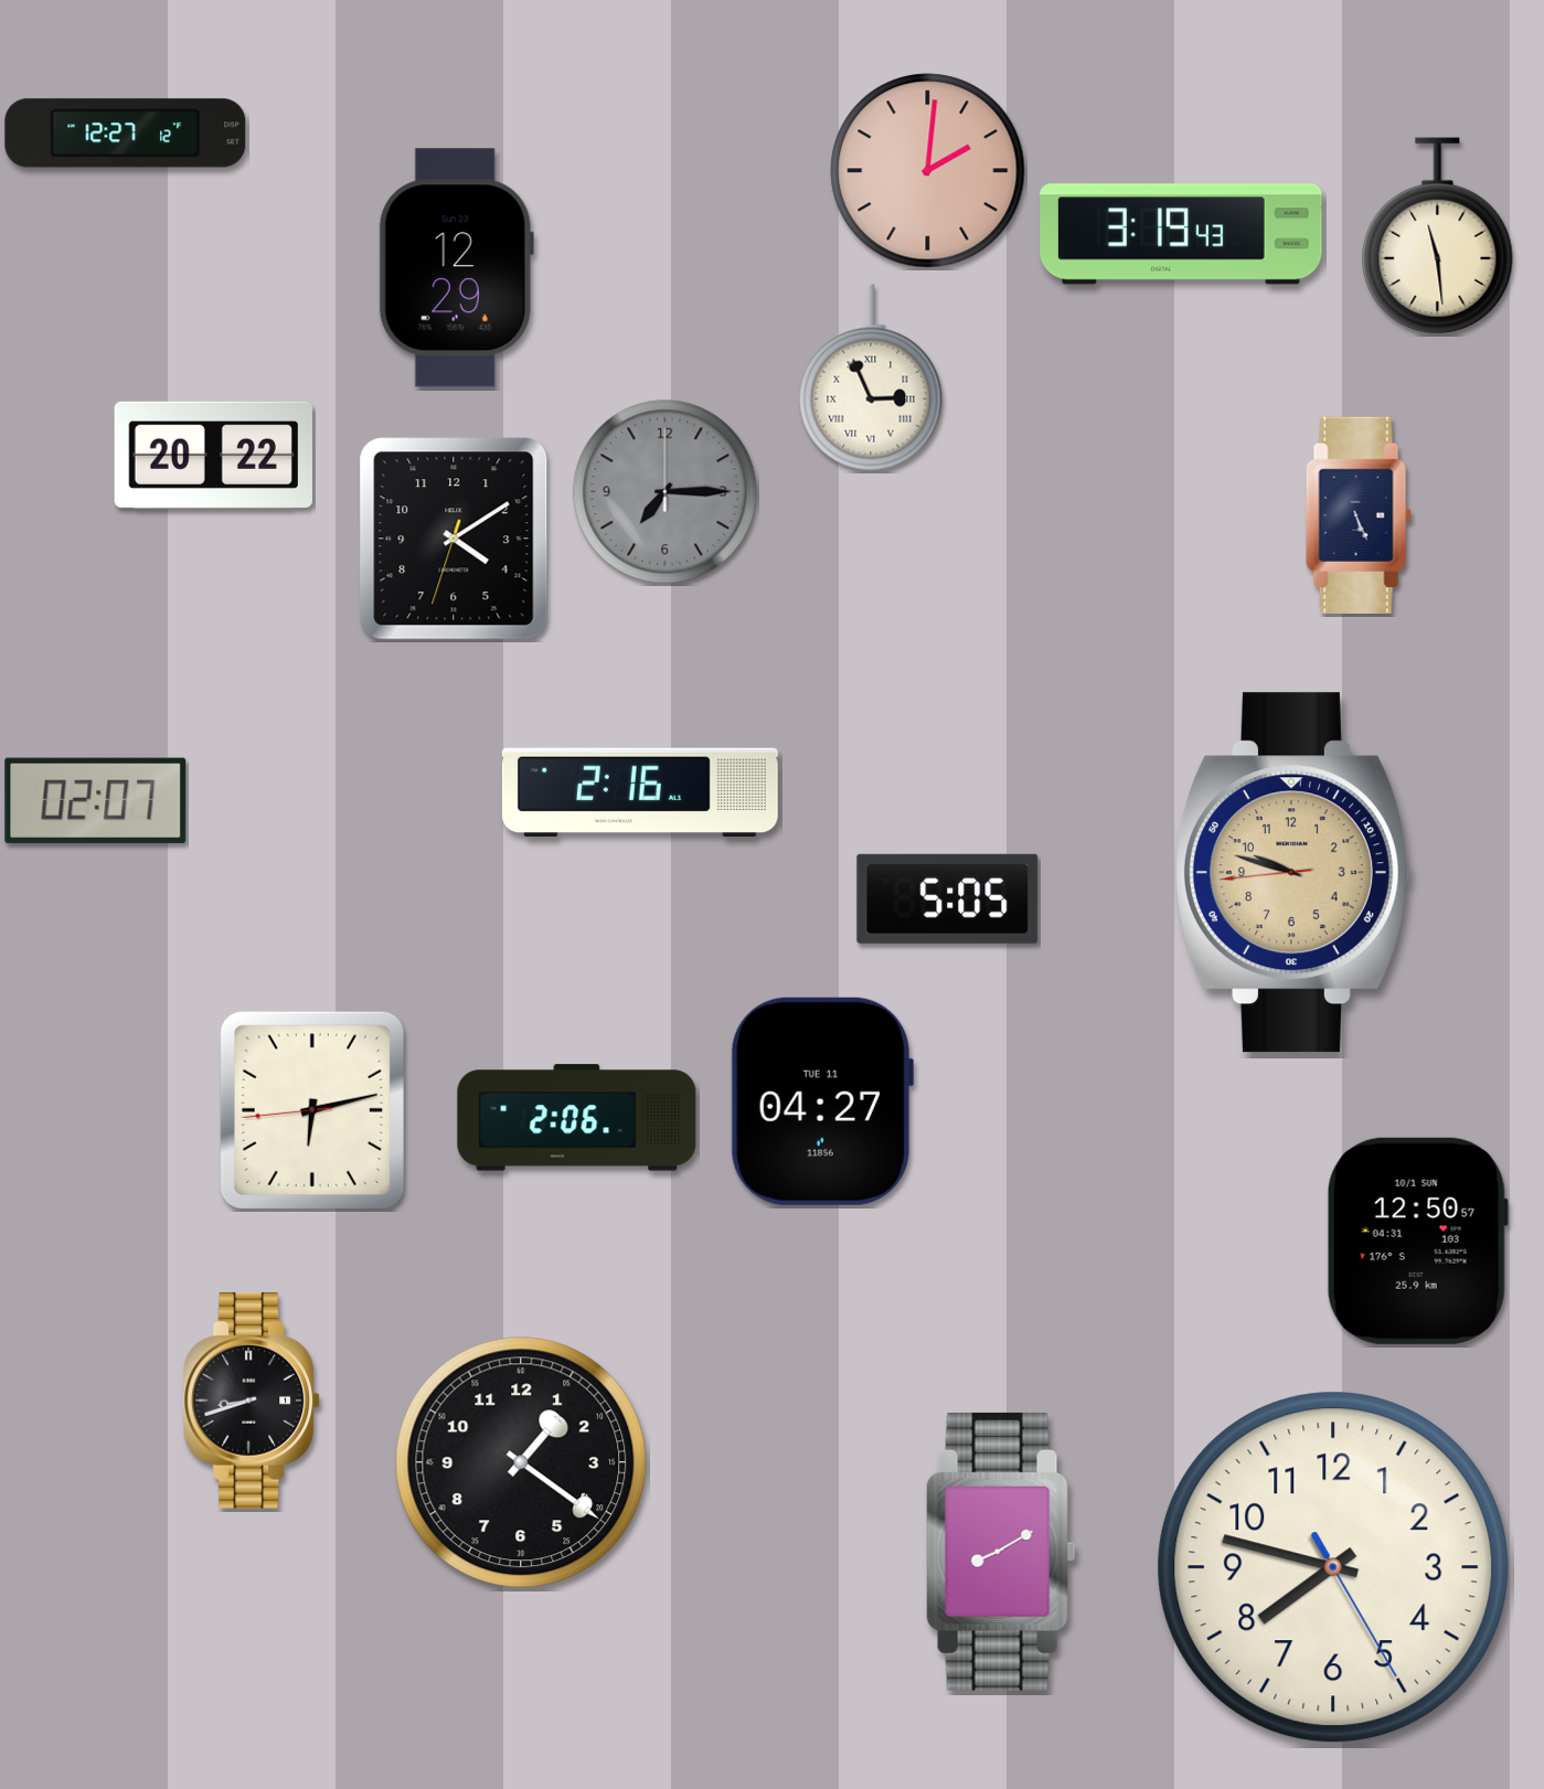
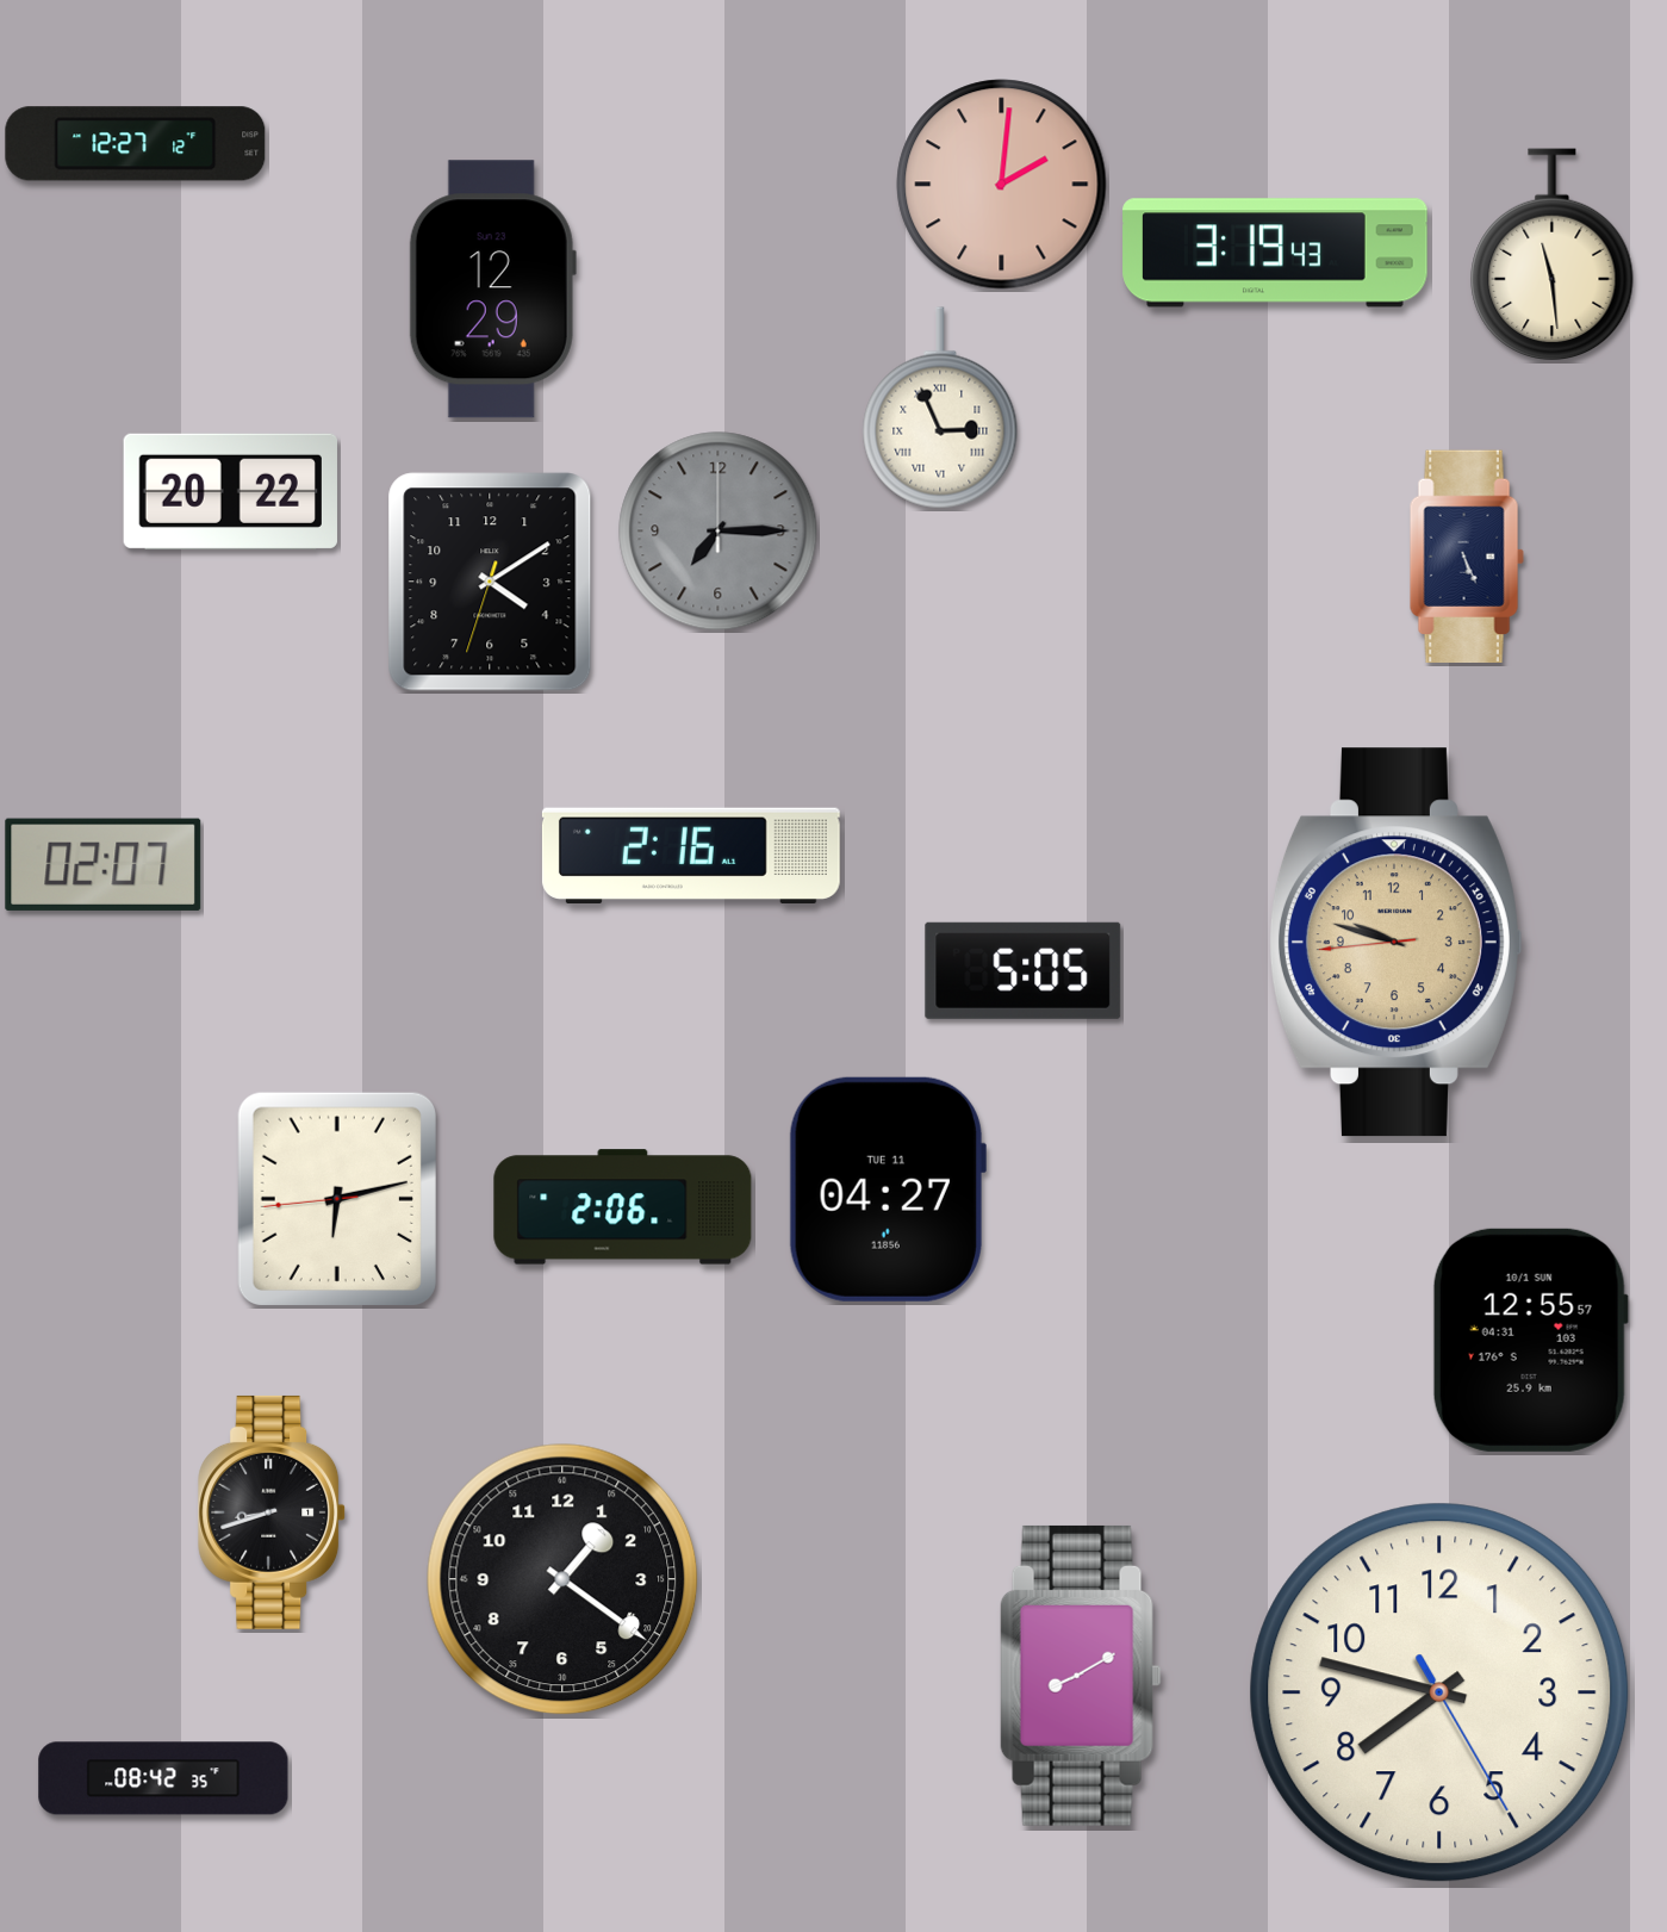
clock at (1417, 1240): 12:50 -> 12:55
clock at (163, 1778): none -> 08:42
